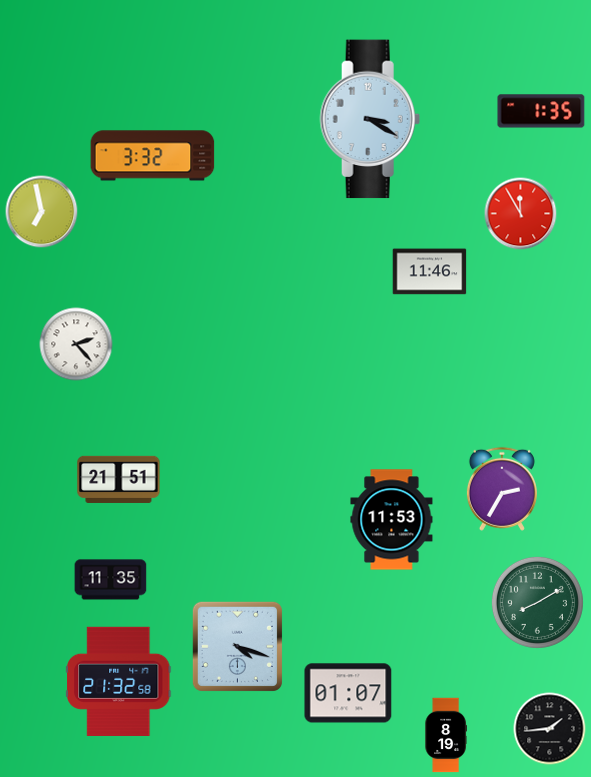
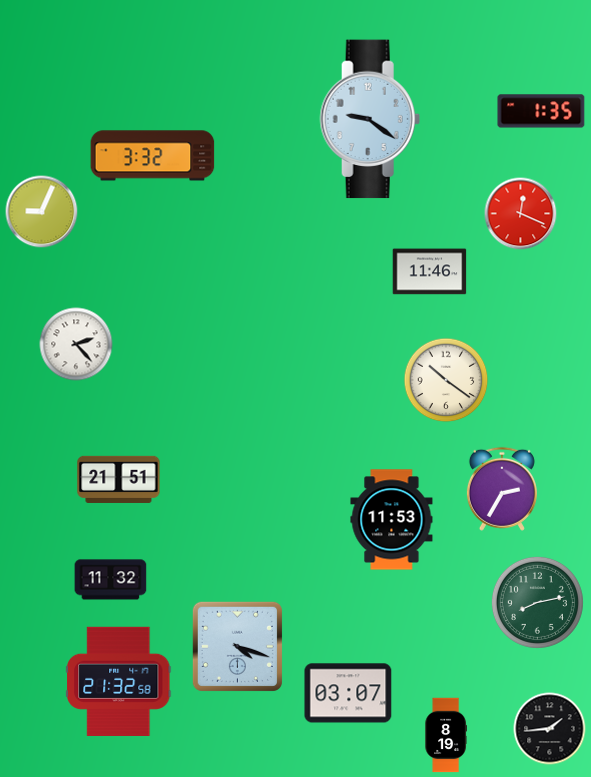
clock at (370, 119): 3:20 -> 9:21
clock at (42, 212): 6:58 -> 9:04
clock at (521, 214): 11:55 -> 12:19
clock at (446, 380): none -> 10:21
clock at (111, 580): 11:35 -> 11:32
clock at (537, 602): 8:10 -> 8:13
clock at (348, 693): 01:07 -> 03:07
